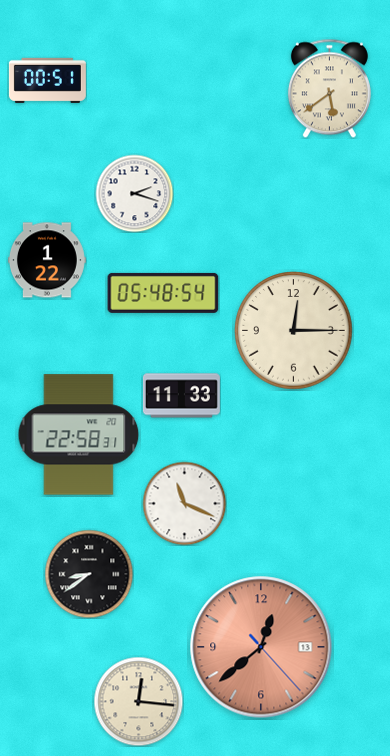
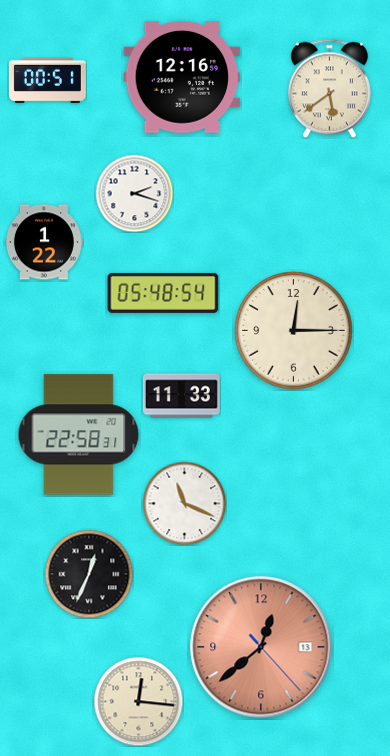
clock at (182, 78): none -> 12:16
clock at (47, 260) position: (47, 260) -> (44, 242)
clock at (89, 574): 8:39 -> 12:34
